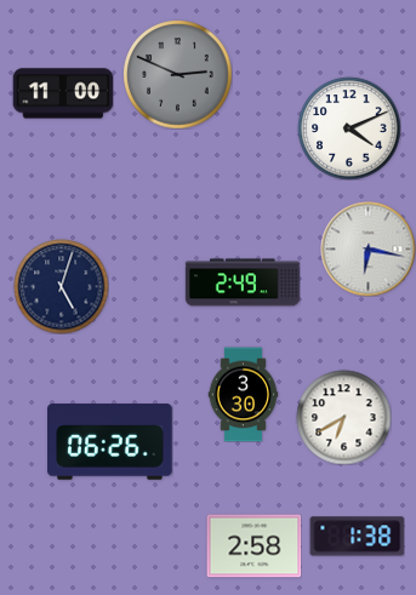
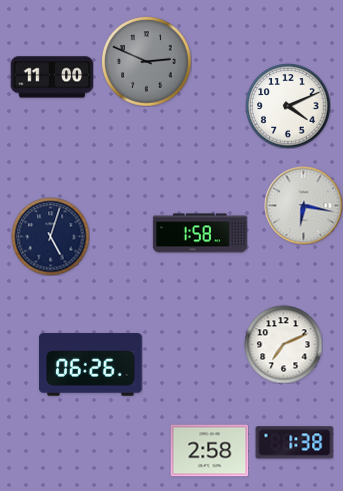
clock at (243, 282): 2:49 -> 1:58
clock at (244, 394): 3:30 -> none
clock at (343, 417): 6:40 -> 7:11
